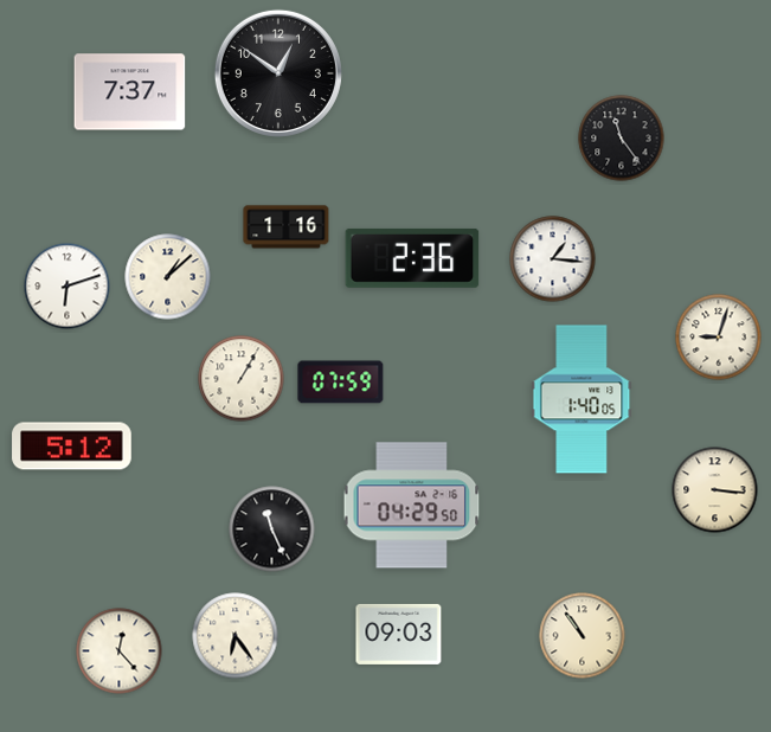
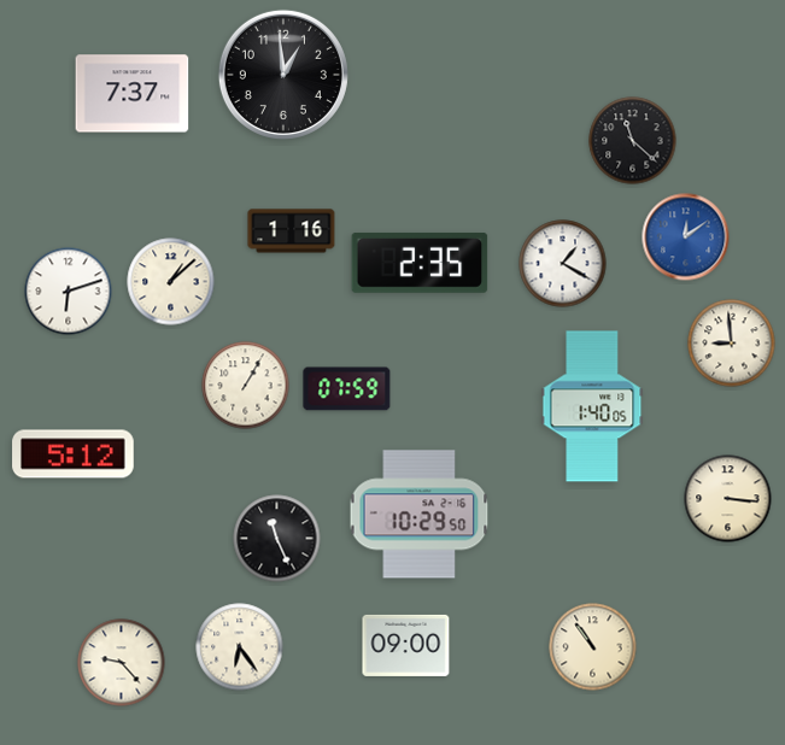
clock at (278, 73): 12:51 -> 12:59
clock at (622, 139): 11:24 -> 11:22
clock at (686, 237): none -> 12:09
clock at (412, 258): 2:36 -> 2:35
clock at (553, 259): 1:16 -> 1:20
clock at (719, 338): 9:03 -> 8:59
clock at (412, 506): 04:29 -> 10:29
clock at (399, 634): 09:03 -> 09:00
clock at (120, 651): 12:23 -> 9:23
